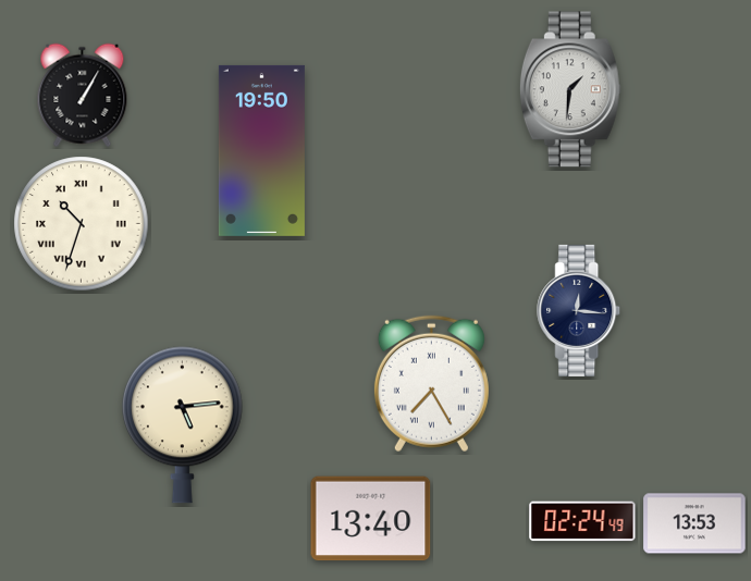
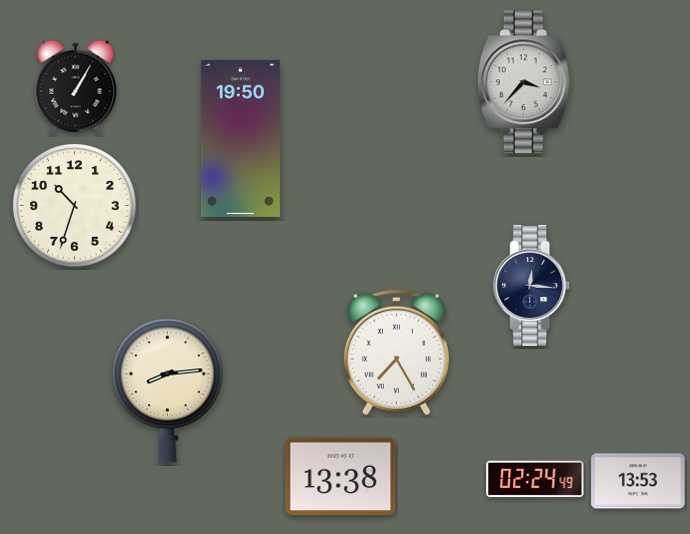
clock at (570, 89): 1:31 -> 3:37
clock at (82, 224) numerals: Roman -> Arabic
clock at (182, 424): 5:14 -> 8:14
clock at (371, 519): 13:40 -> 13:38
